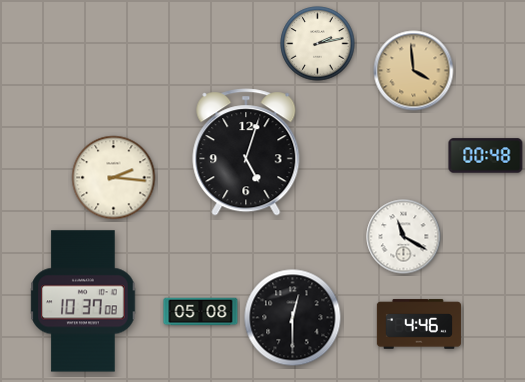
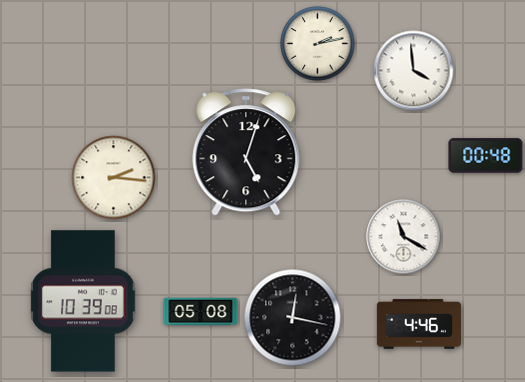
clock at (414, 71) dial: champagne -> white
clock at (83, 301): 10:37 -> 10:39
clock at (293, 318): 12:30 -> 12:17
